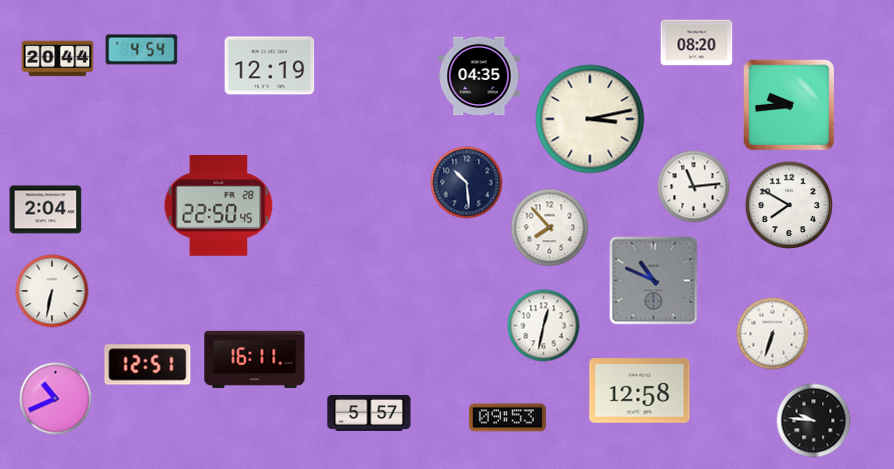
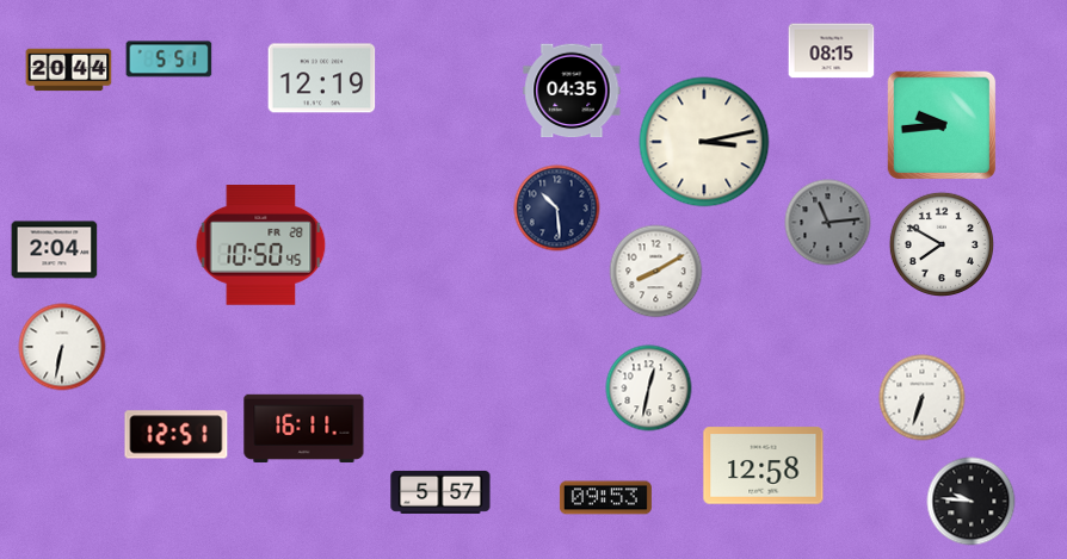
clock at (697, 43): 08:20 -> 08:15
clock at (142, 50): 4:54 -> 5:51
clock at (467, 183) position: (467, 183) -> (557, 209)
clock at (694, 187) dial: white -> grey
clock at (219, 206): 22:50 -> 10:50
clock at (550, 228): 7:53 -> 8:10
clock at (654, 281): 10:49 -> none
clock at (56, 399): 10:41 -> none
